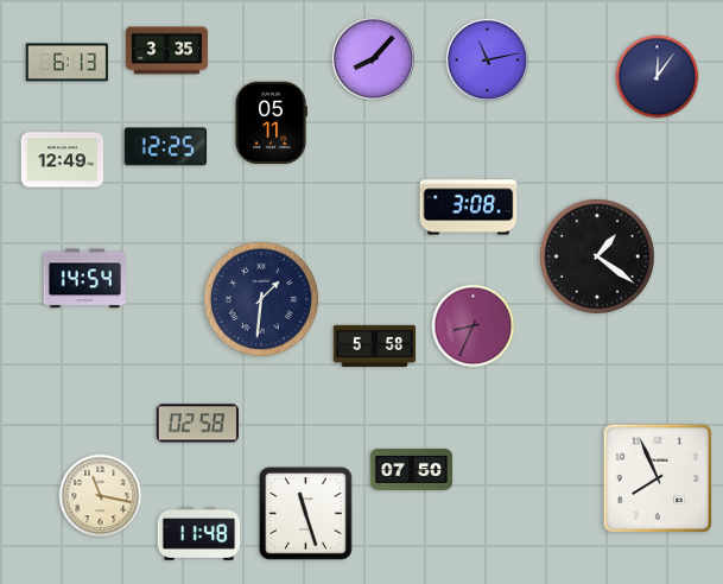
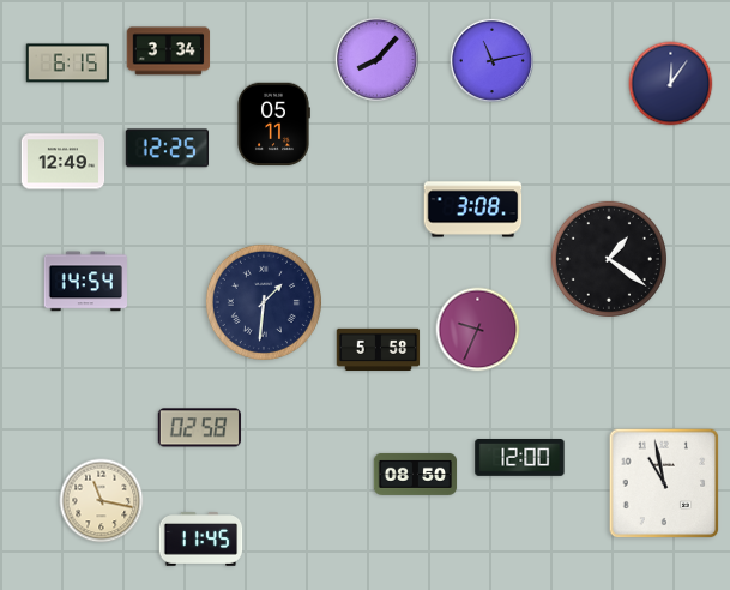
clock at (167, 51): 3:35 -> 3:34
clock at (66, 63): 6:13 -> 6:15
clock at (658, 77) position: (658, 77) -> (671, 84)
clock at (597, 256) position: (597, 256) -> (609, 259)
clock at (474, 326): 8:34 -> 9:34
clock at (520, 458): none -> 12:00
clock at (412, 469): 07:50 -> 08:50
clock at (658, 478): 7:56 -> 10:58
clock at (305, 513): 11:27 -> none
clock at (199, 534): 11:48 -> 11:45
